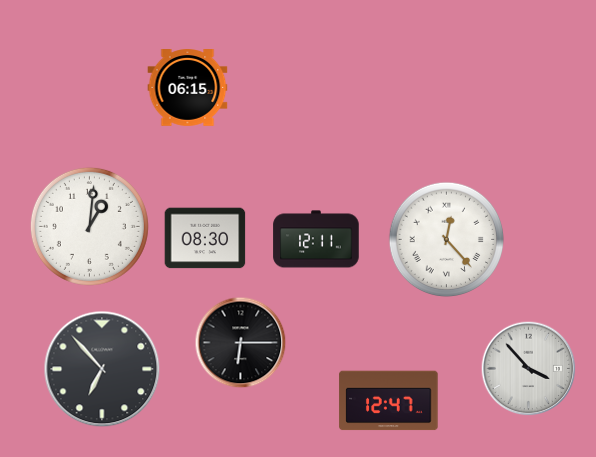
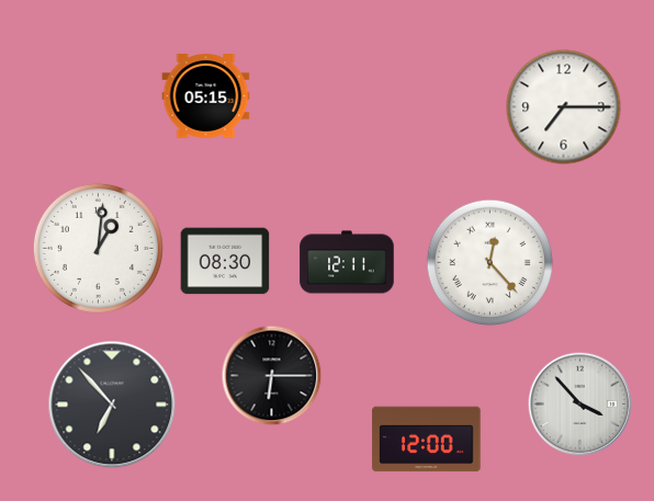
clock at (188, 88): 06:15 -> 05:15
clock at (564, 107): none -> 7:15
clock at (241, 343) position: (241, 343) -> (272, 376)
clock at (389, 401): 12:47 -> 12:00
